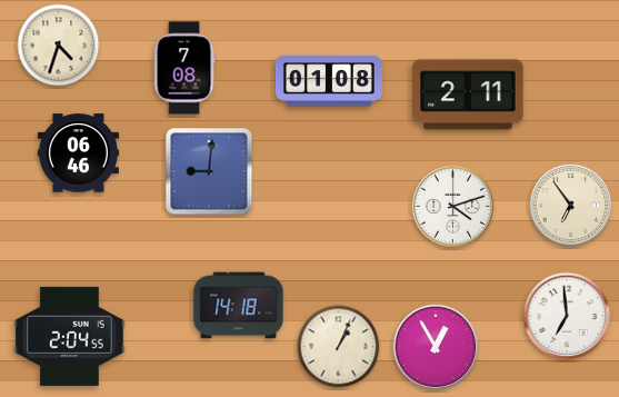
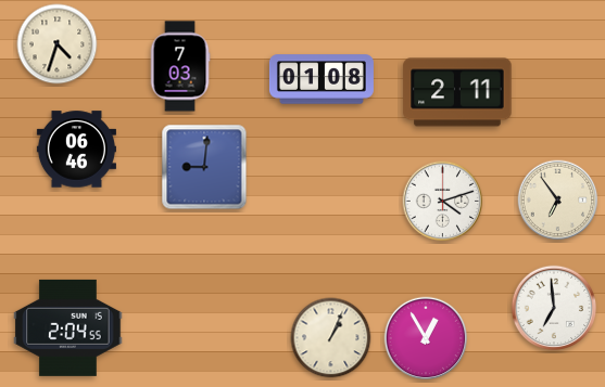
clock at (184, 68): 7:08 -> 7:03
clock at (239, 306): 14:18 -> none
